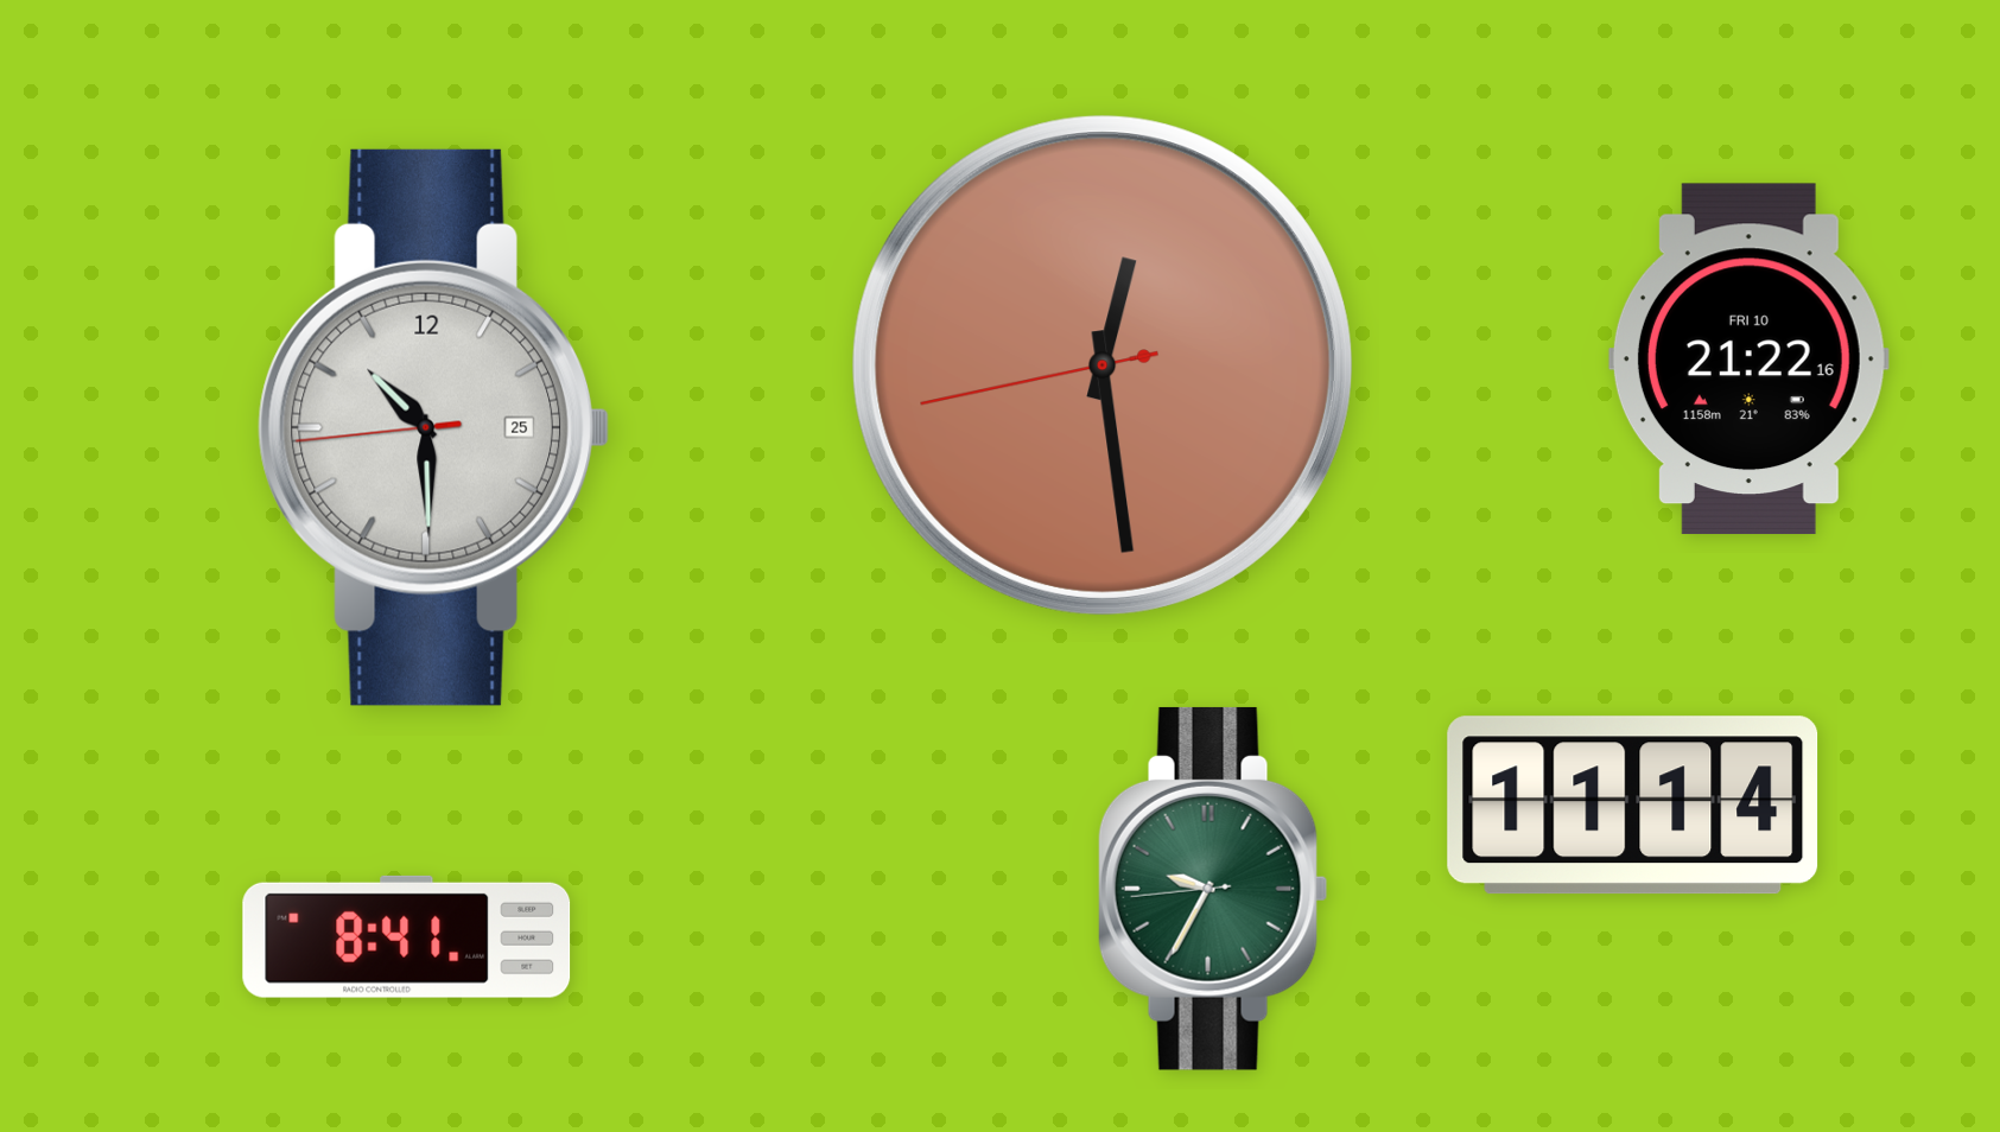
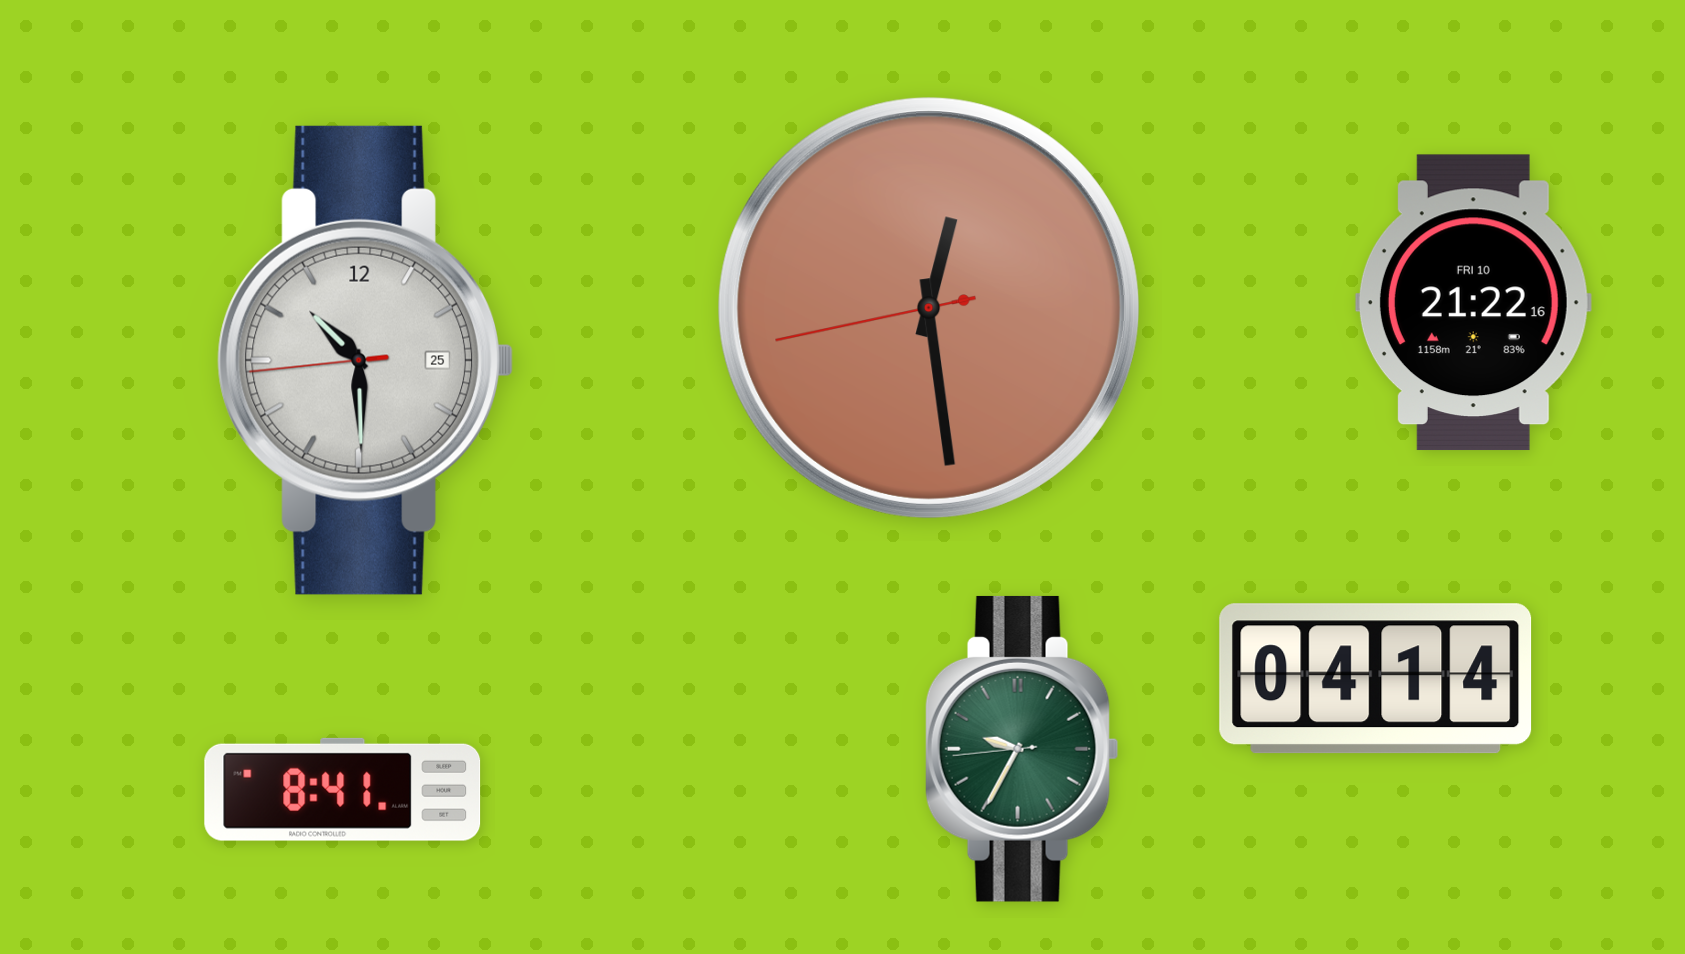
clock at (1633, 806): 11:14 -> 04:14
